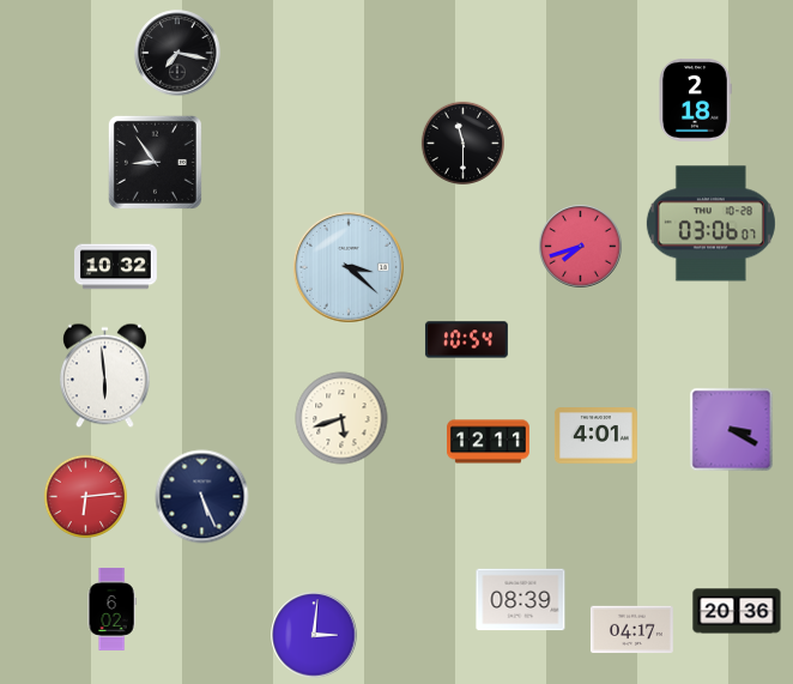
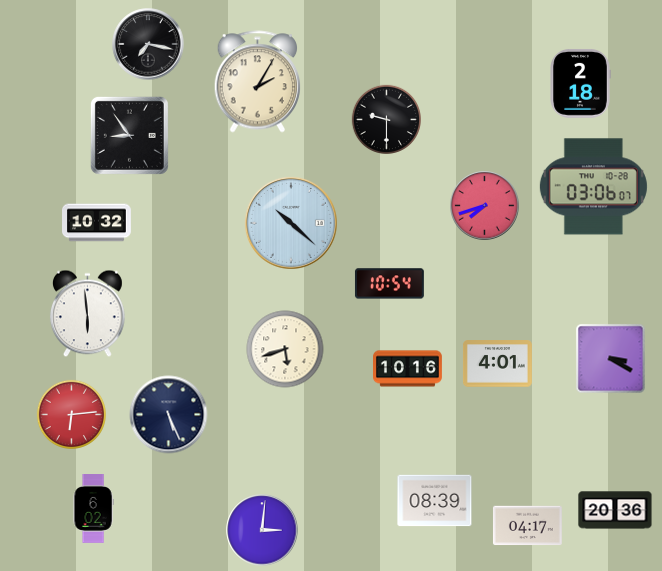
clock at (257, 82): none -> 2:05
clock at (462, 143): 11:30 -> 9:30
clock at (349, 267): 3:22 -> 10:22
clock at (489, 442): 12:11 -> 10:16
